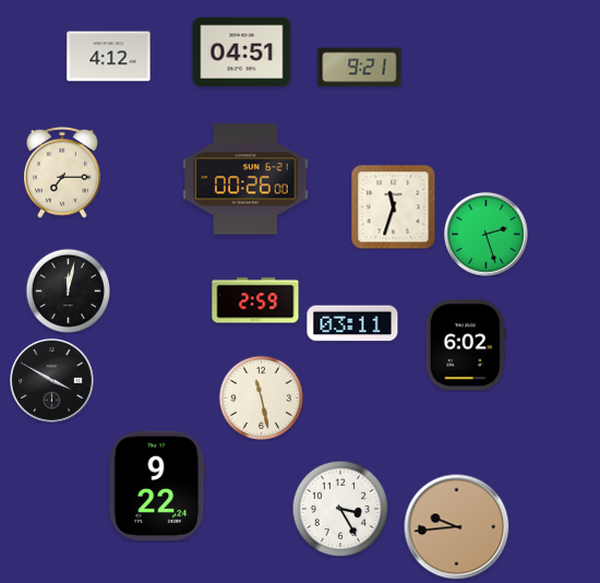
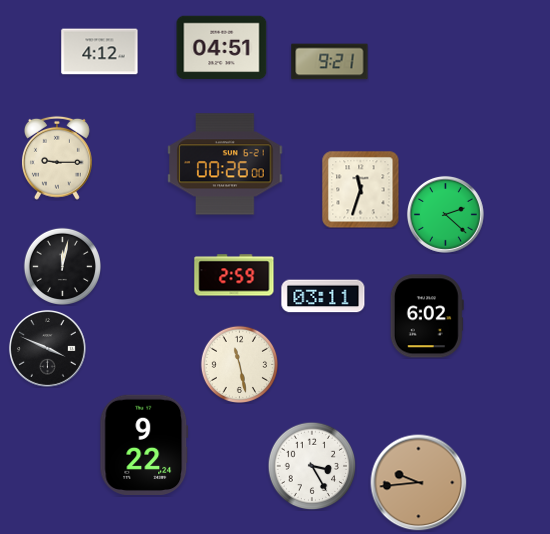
clock at (62, 172): 7:15 -> 9:15
clock at (485, 234): 2:27 -> 2:22
clock at (51, 380): 3:50 -> 3:49
